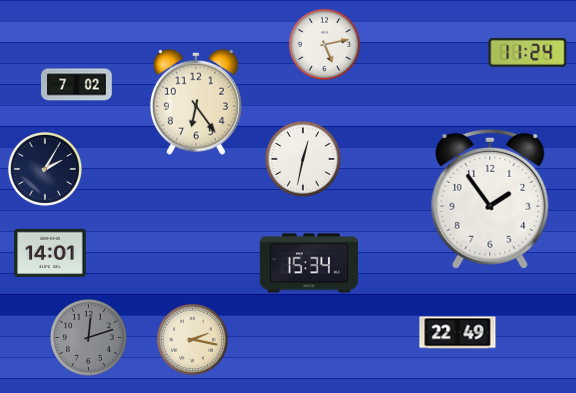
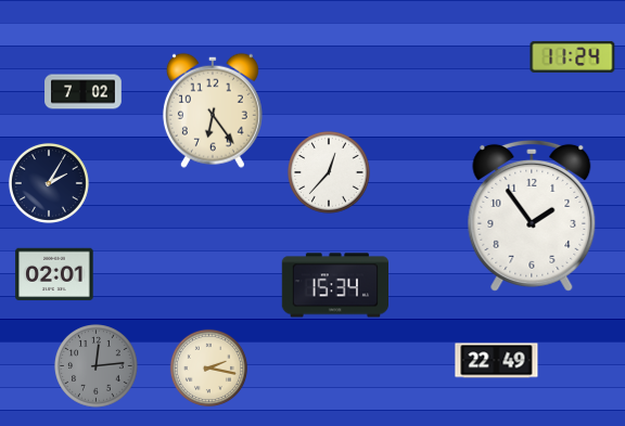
clock at (324, 44): 5:13 -> none
clock at (303, 159): 12:32 -> 12:37
clock at (50, 253): 14:01 -> 02:01
clock at (89, 338): 12:12 -> 12:14
